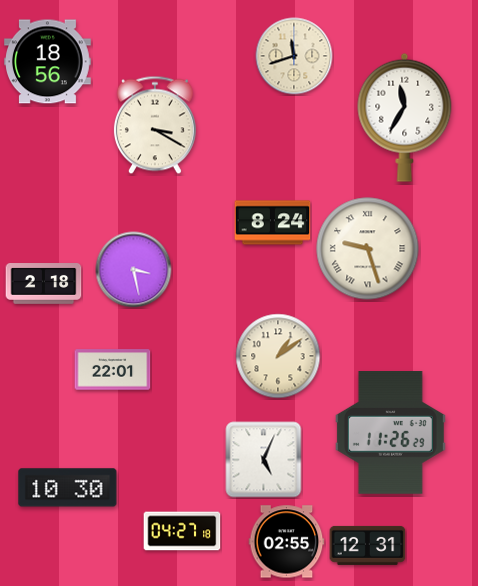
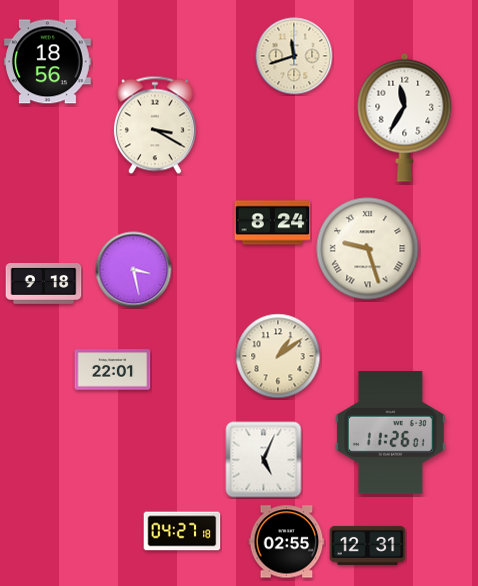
clock at (44, 284): 2:18 -> 9:18
clock at (390, 433): 11:26:29 -> 11:26:01
clock at (68, 488): 10:30 -> none
